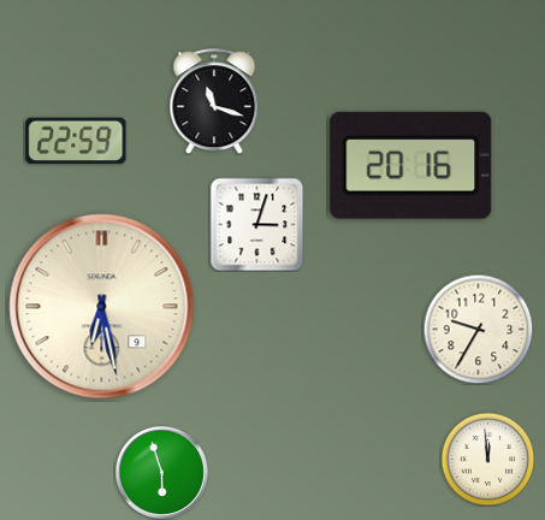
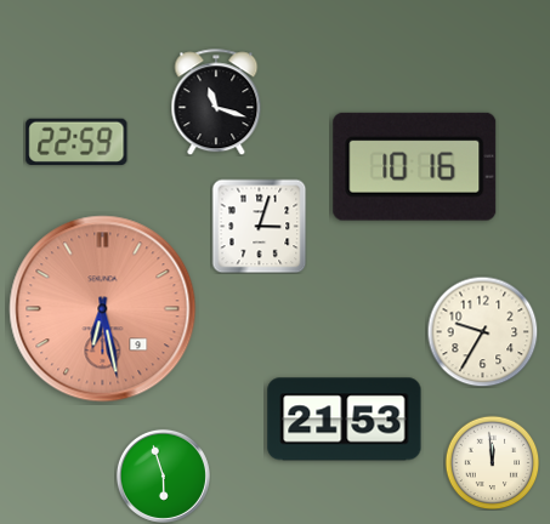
clock at (411, 165): 20:16 -> 10:16
clock at (102, 307) dial: cream -> salmon
clock at (345, 420): none -> 21:53
